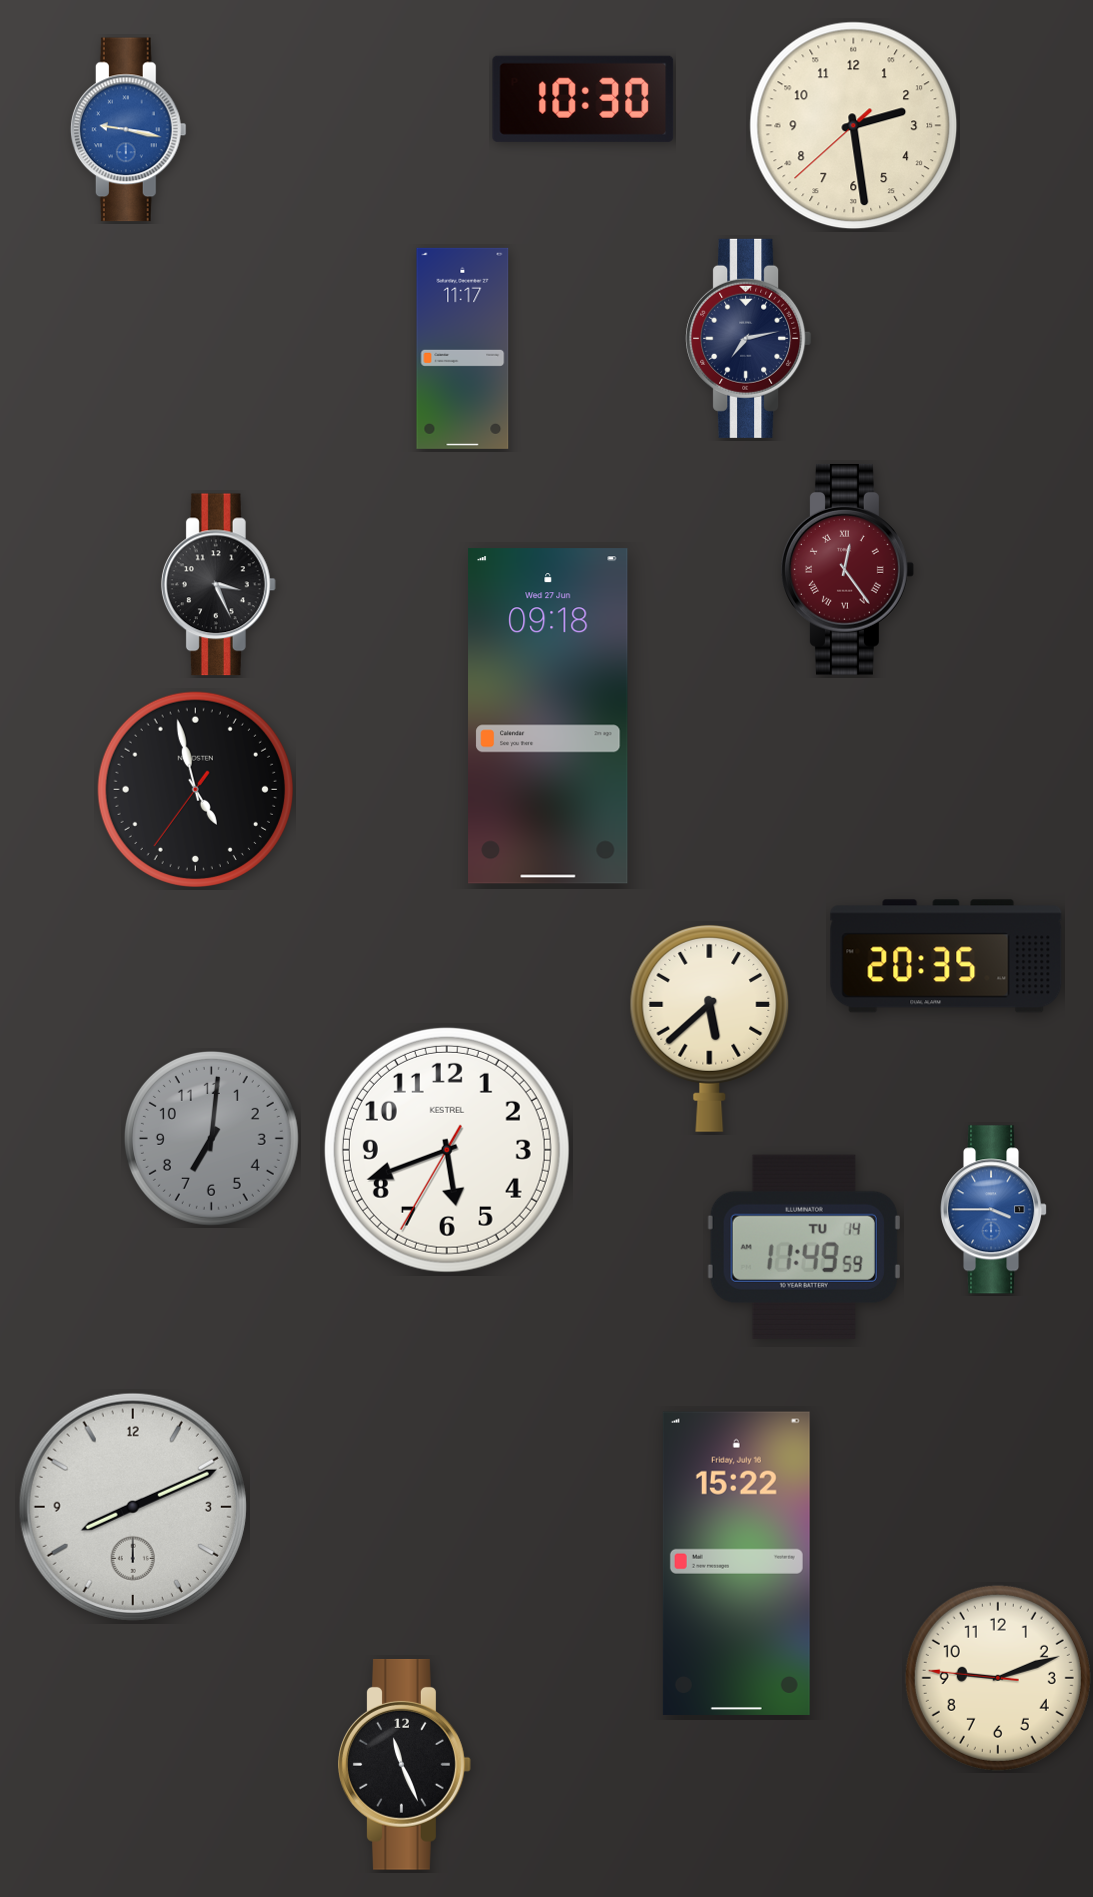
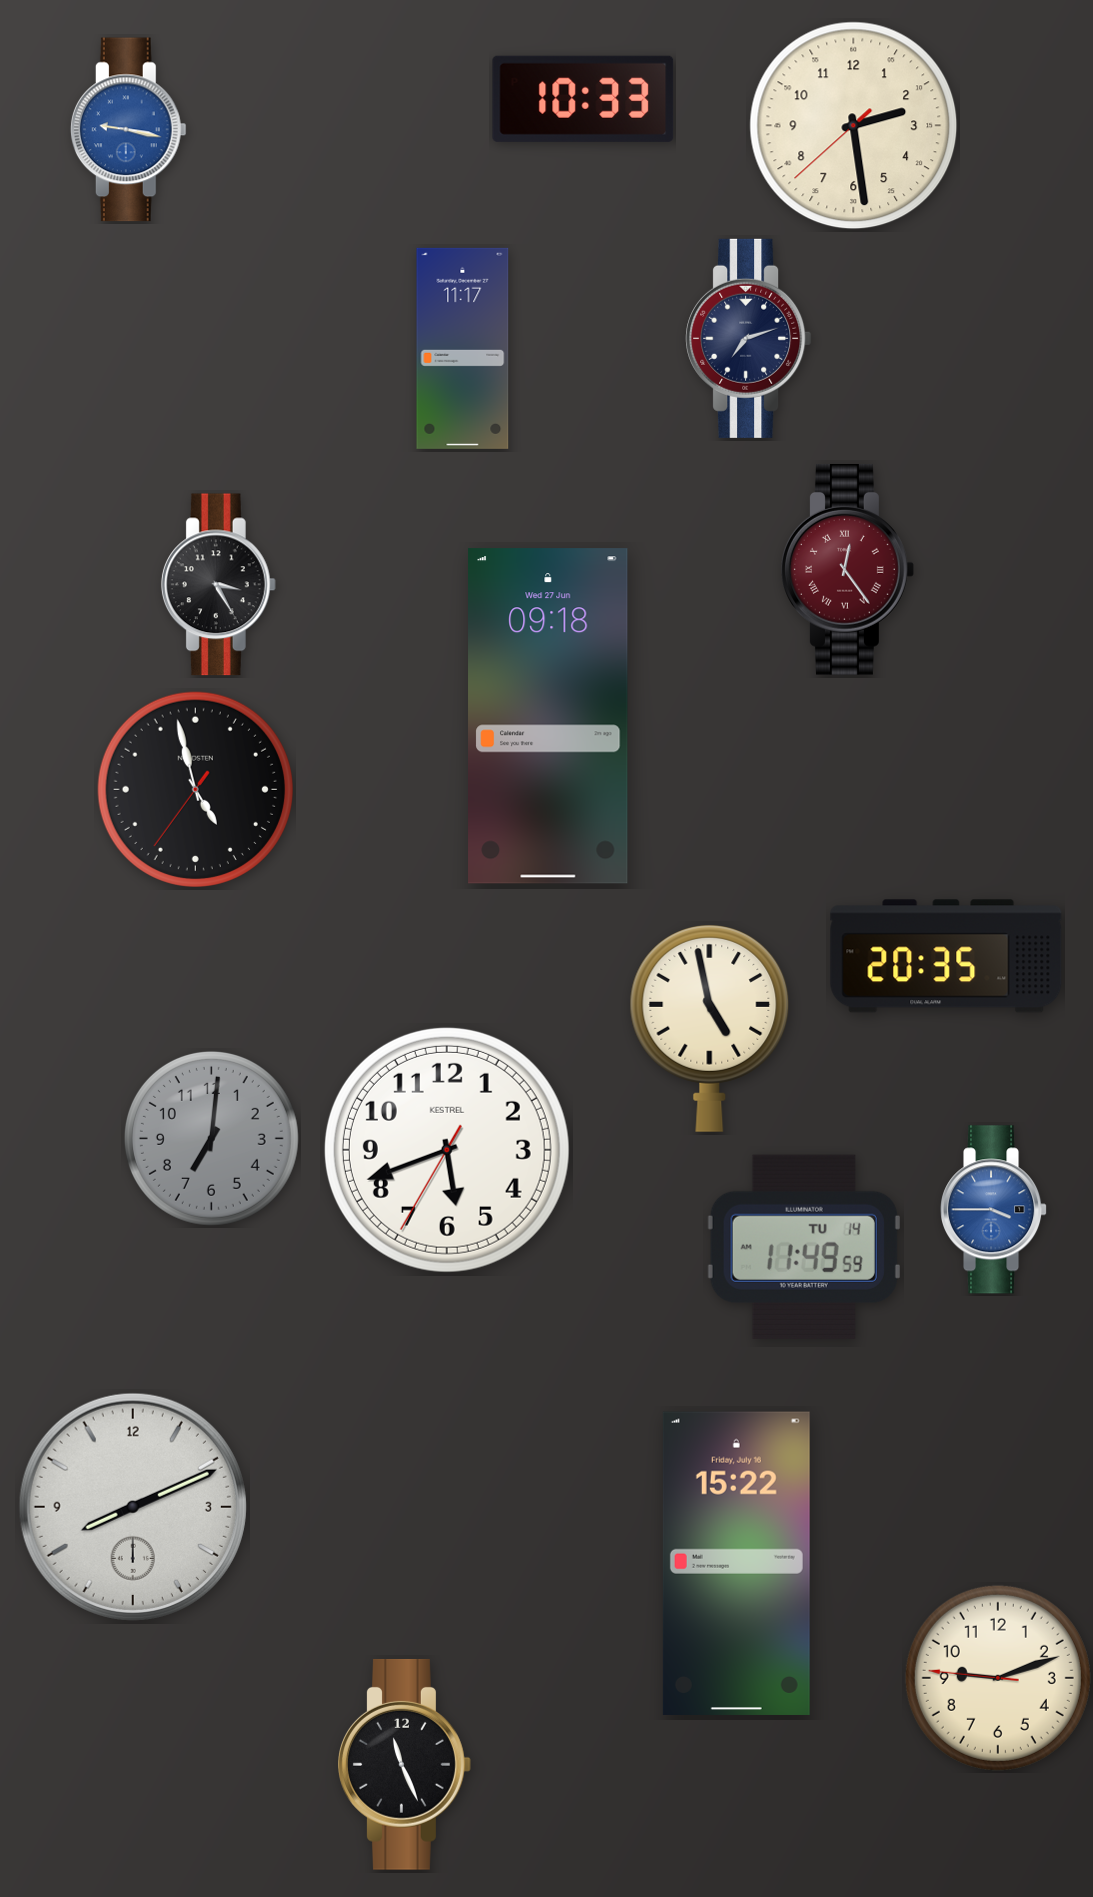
clock at (583, 99): 10:30 -> 10:33
clock at (749, 338): 7:13 -> 7:12
clock at (218, 585): 3:26 -> 3:25
clock at (710, 1029): 5:38 -> 4:58
